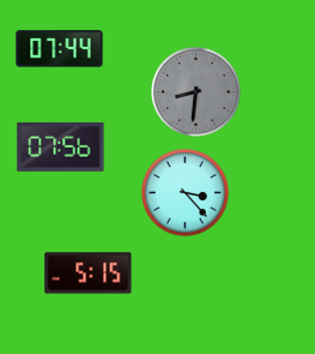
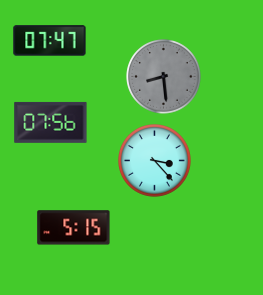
clock at (60, 49): 07:44 -> 07:47
clock at (196, 92): 8:31 -> 8:29
